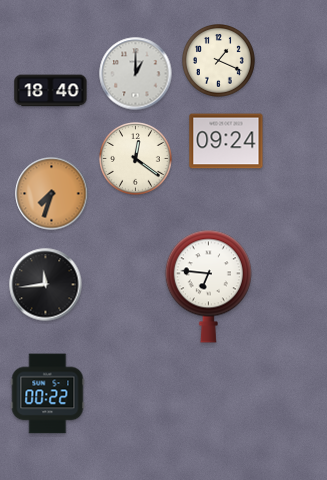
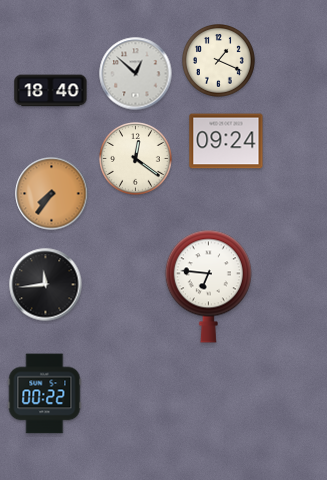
clock at (136, 74): 1:00 -> 12:52
clock at (52, 194): 7:33 -> 7:36
clock at (48, 394) position: (48, 394) -> (45, 394)
